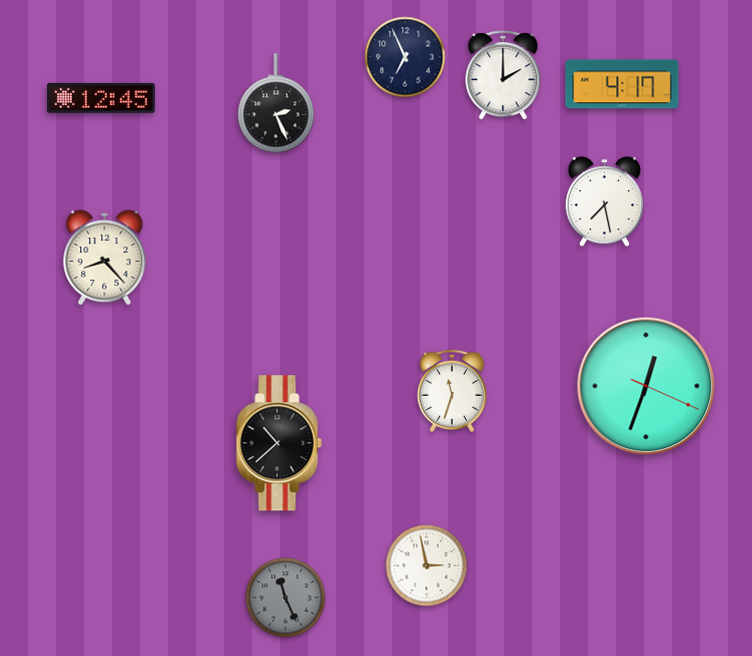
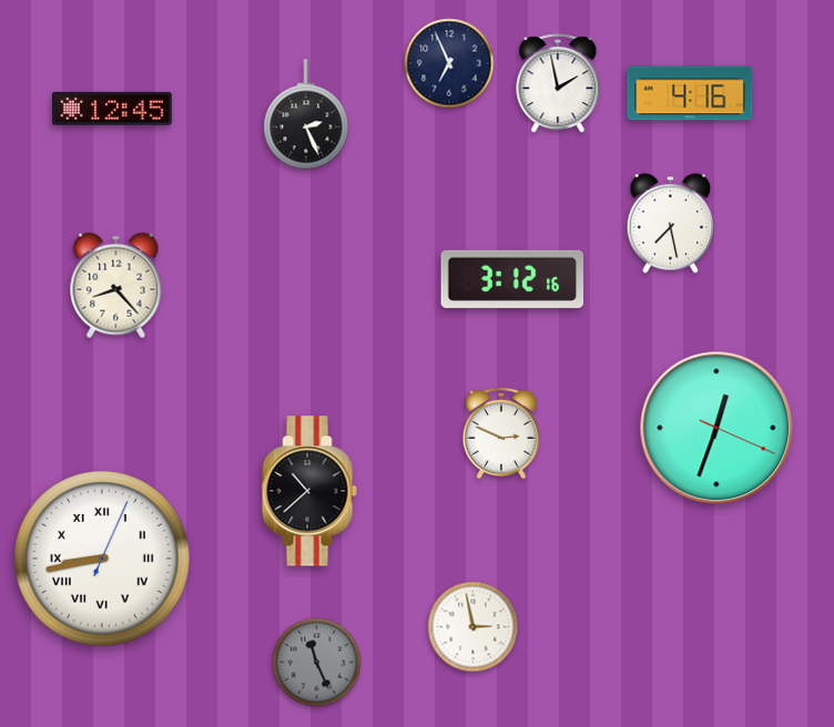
clock at (503, 76): 2:00 -> 1:58
clock at (622, 84): 4:17 -> 4:16
clock at (512, 279): none -> 3:12
clock at (451, 390): 11:33 -> 2:49
clock at (102, 559): none -> 8:43
